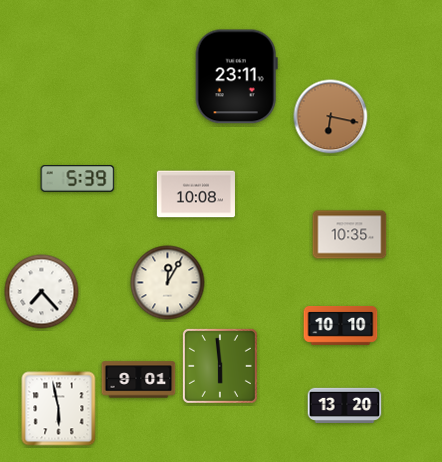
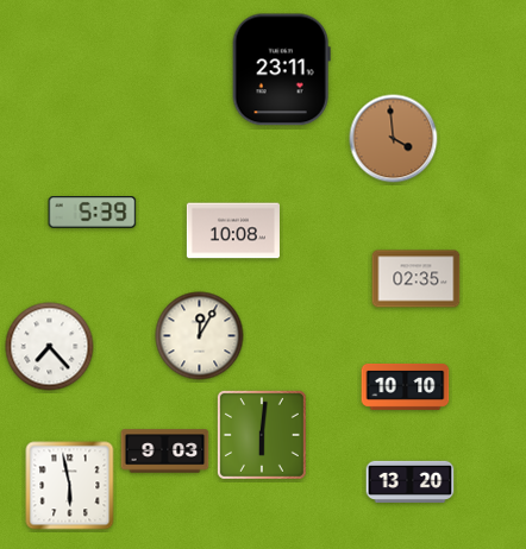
clock at (236, 77) position: (236, 77) -> (281, 70)
clock at (331, 117): 6:17 -> 3:59
clock at (350, 235): 10:35 -> 02:35
clock at (220, 366): 5:59 -> 6:01
clock at (139, 380): 9:01 -> 9:03
